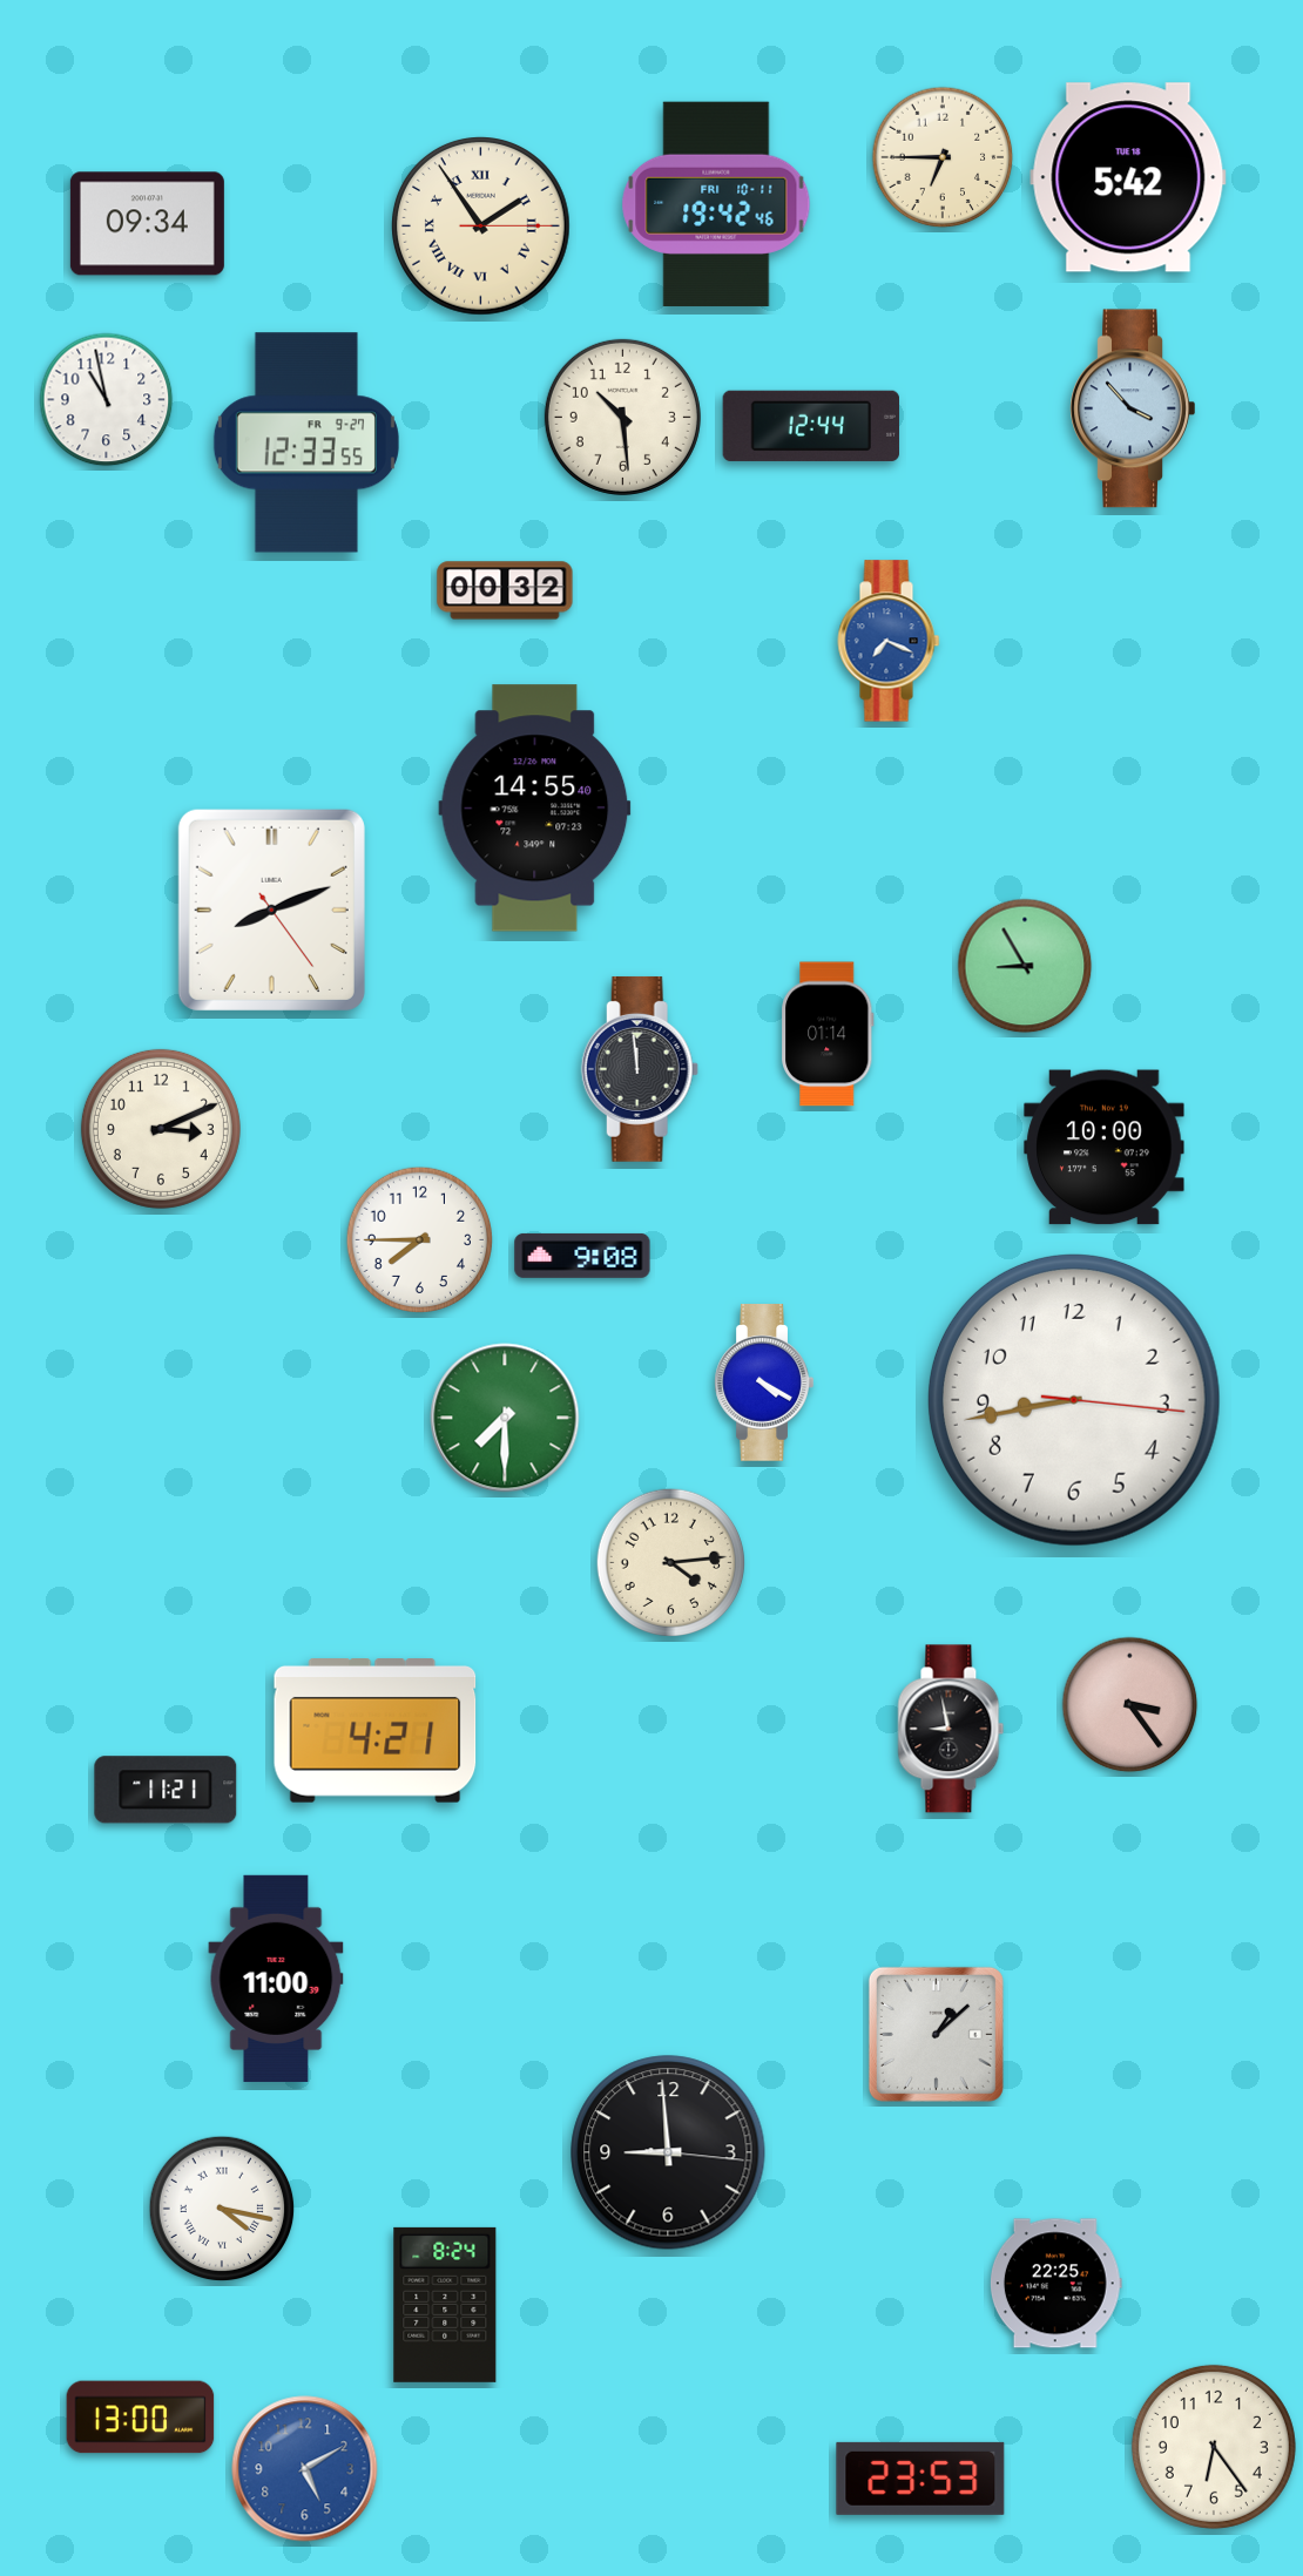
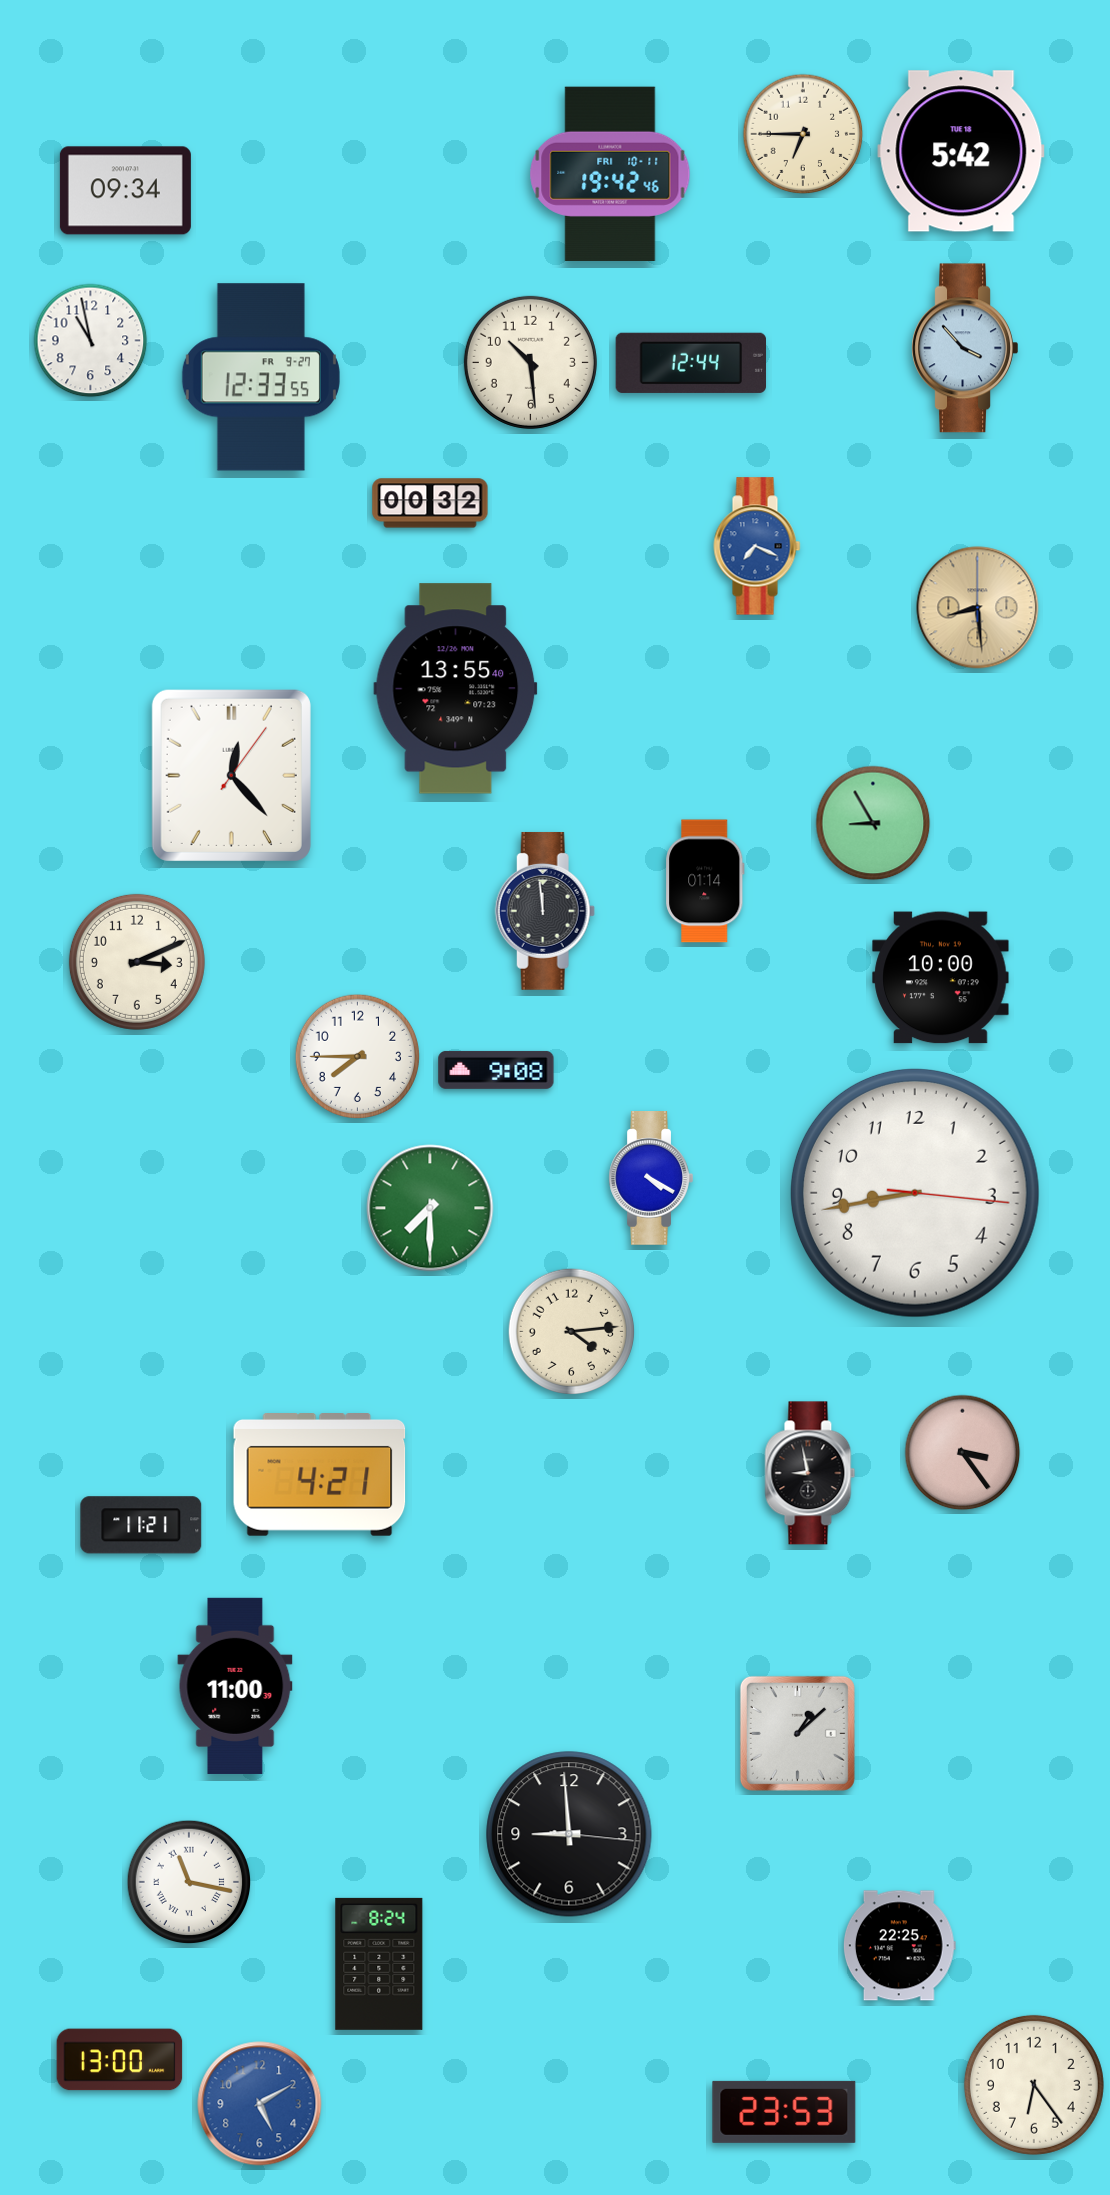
clock at (481, 227): 1:54 -> none
clock at (622, 417) position: (622, 417) -> (530, 362)
clock at (978, 608): none -> 8:29
clock at (535, 809): 14:55 -> 13:55
clock at (271, 910): 8:11 -> 12:23
clock at (222, 2209): 4:17 -> 11:17
